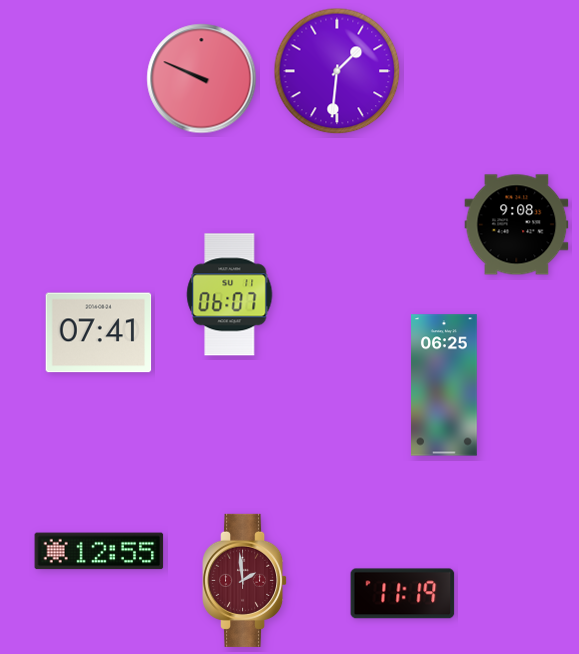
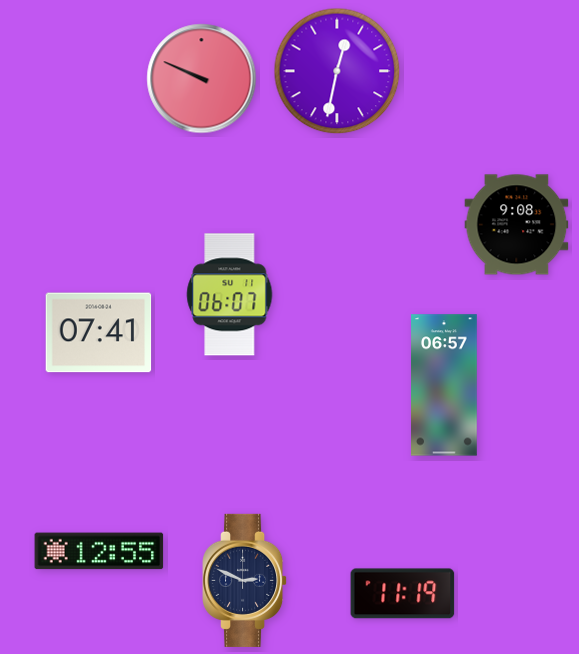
clock at (337, 71): 1:31 -> 12:32
clock at (445, 385): 06:25 -> 06:57
clock at (246, 580): 1:59 -> 2:49
clock at (246, 580) dial: burgundy -> navy
